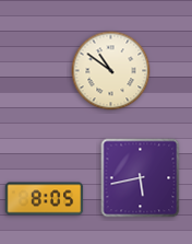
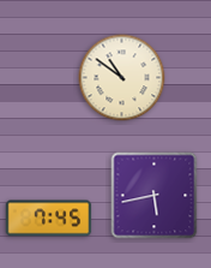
clock at (45, 199): 8:05 -> 7:45
